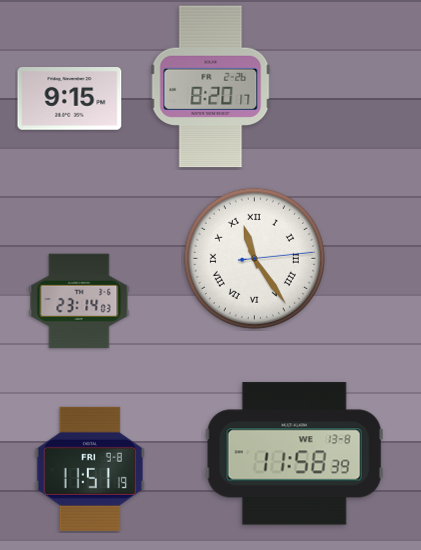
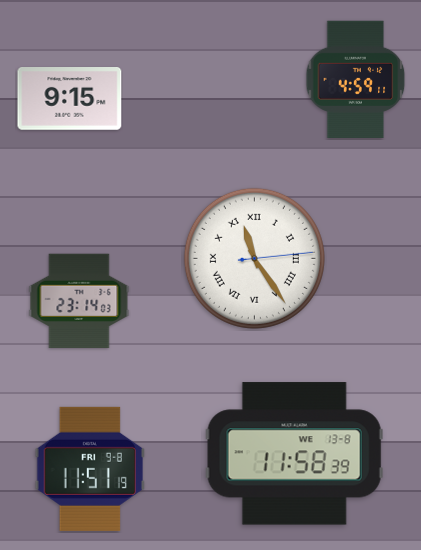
clock at (356, 79): none -> 4:59
clock at (211, 87): 8:20 -> none
